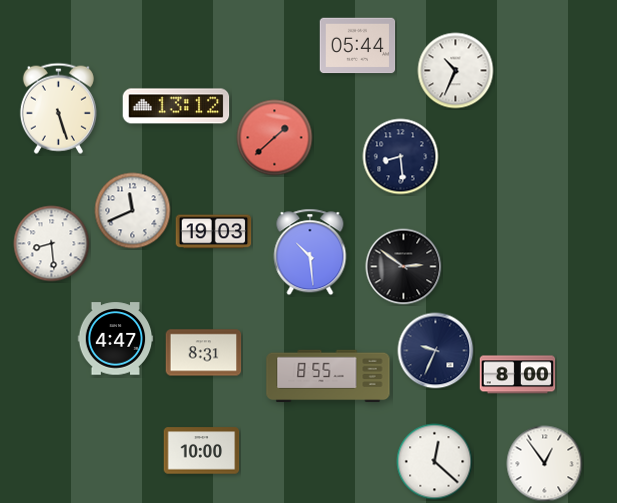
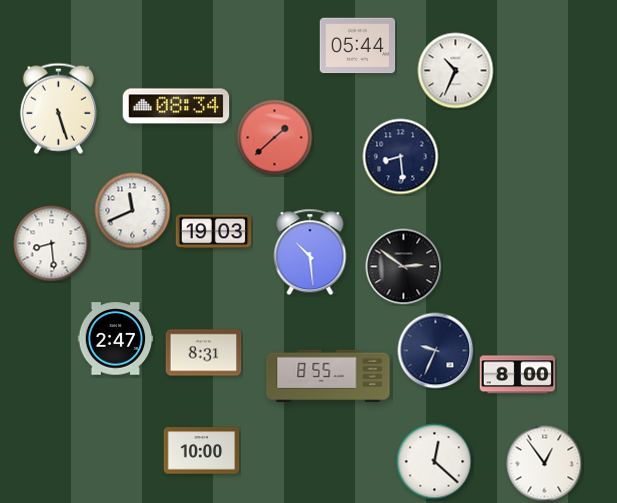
clock at (176, 106): 13:12 -> 08:34
clock at (116, 339): 4:47 -> 2:47
